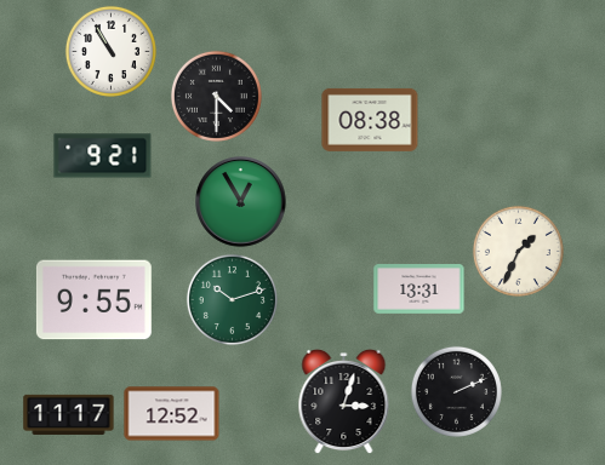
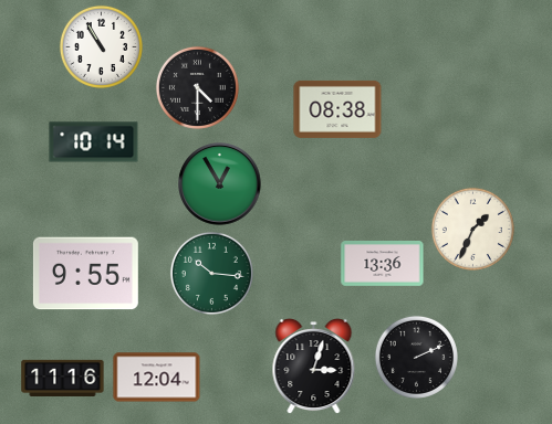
clock at (103, 156): 9:21 -> 10:14
clock at (419, 289): 13:31 -> 13:36
clock at (232, 299): 10:12 -> 10:16
clock at (69, 414): 11:17 -> 11:16
clock at (172, 414): 12:52 -> 12:04
